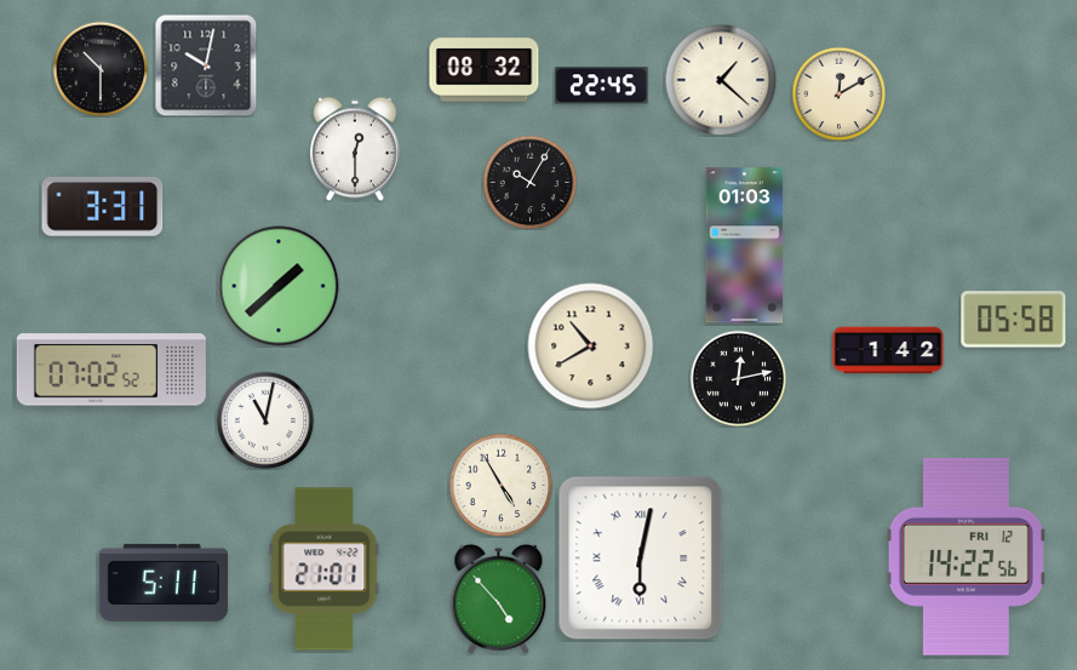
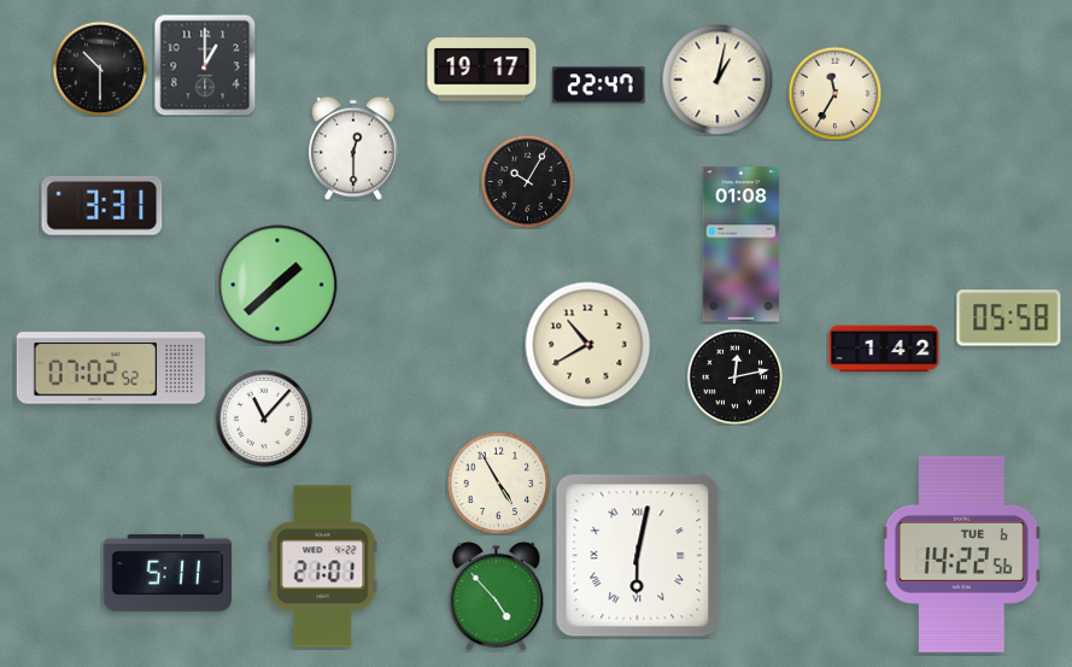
clock at (206, 65): 10:02 -> 1:00
clock at (485, 70): 08:32 -> 19:17
clock at (721, 80): 1:22 -> 1:02
clock at (602, 86): 22:45 -> 22:47
clock at (838, 93): 12:10 -> 11:35
clock at (745, 246): 01:03 -> 01:08
clock at (265, 420): 11:02 -> 11:07
clock at (966, 556) date: FRI 12 -> TUE 6
clock at (162, 583) position: (162, 583) -> (166, 573)
